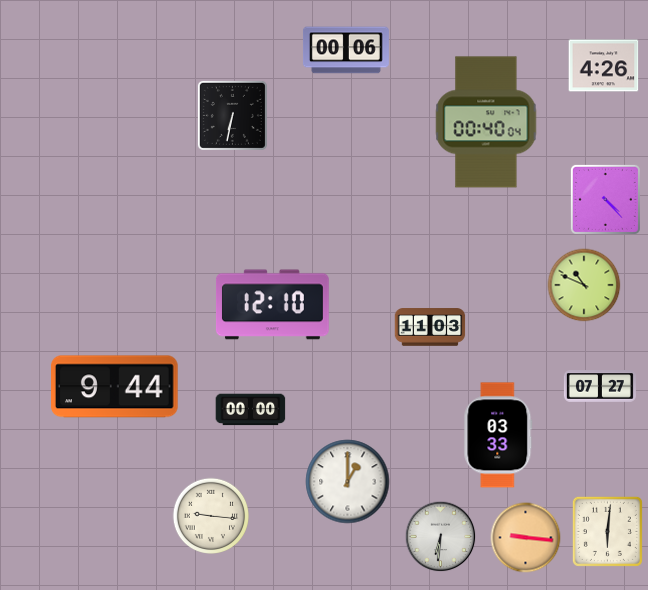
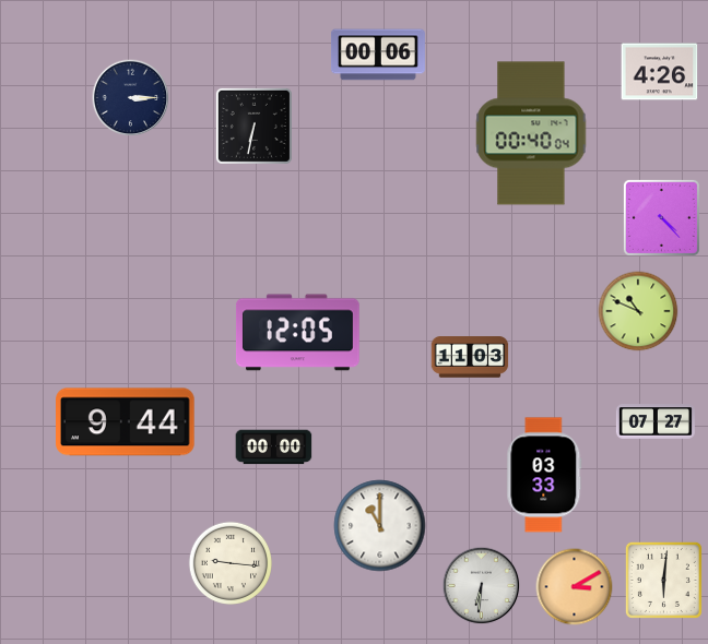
clock at (131, 98): none -> 3:15
clock at (272, 305): 12:10 -> 12:05
clock at (348, 482): 1:00 -> 11:00
clock at (526, 538): 9:16 -> 3:10
